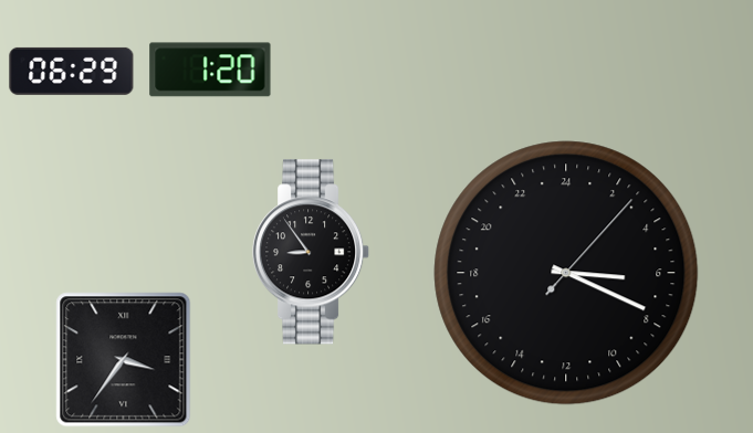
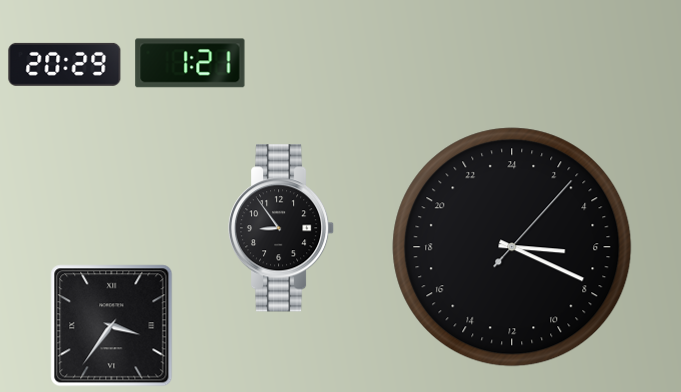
clock at (210, 70): 1:20 -> 1:21
clock at (72, 71): 06:29 -> 20:29
